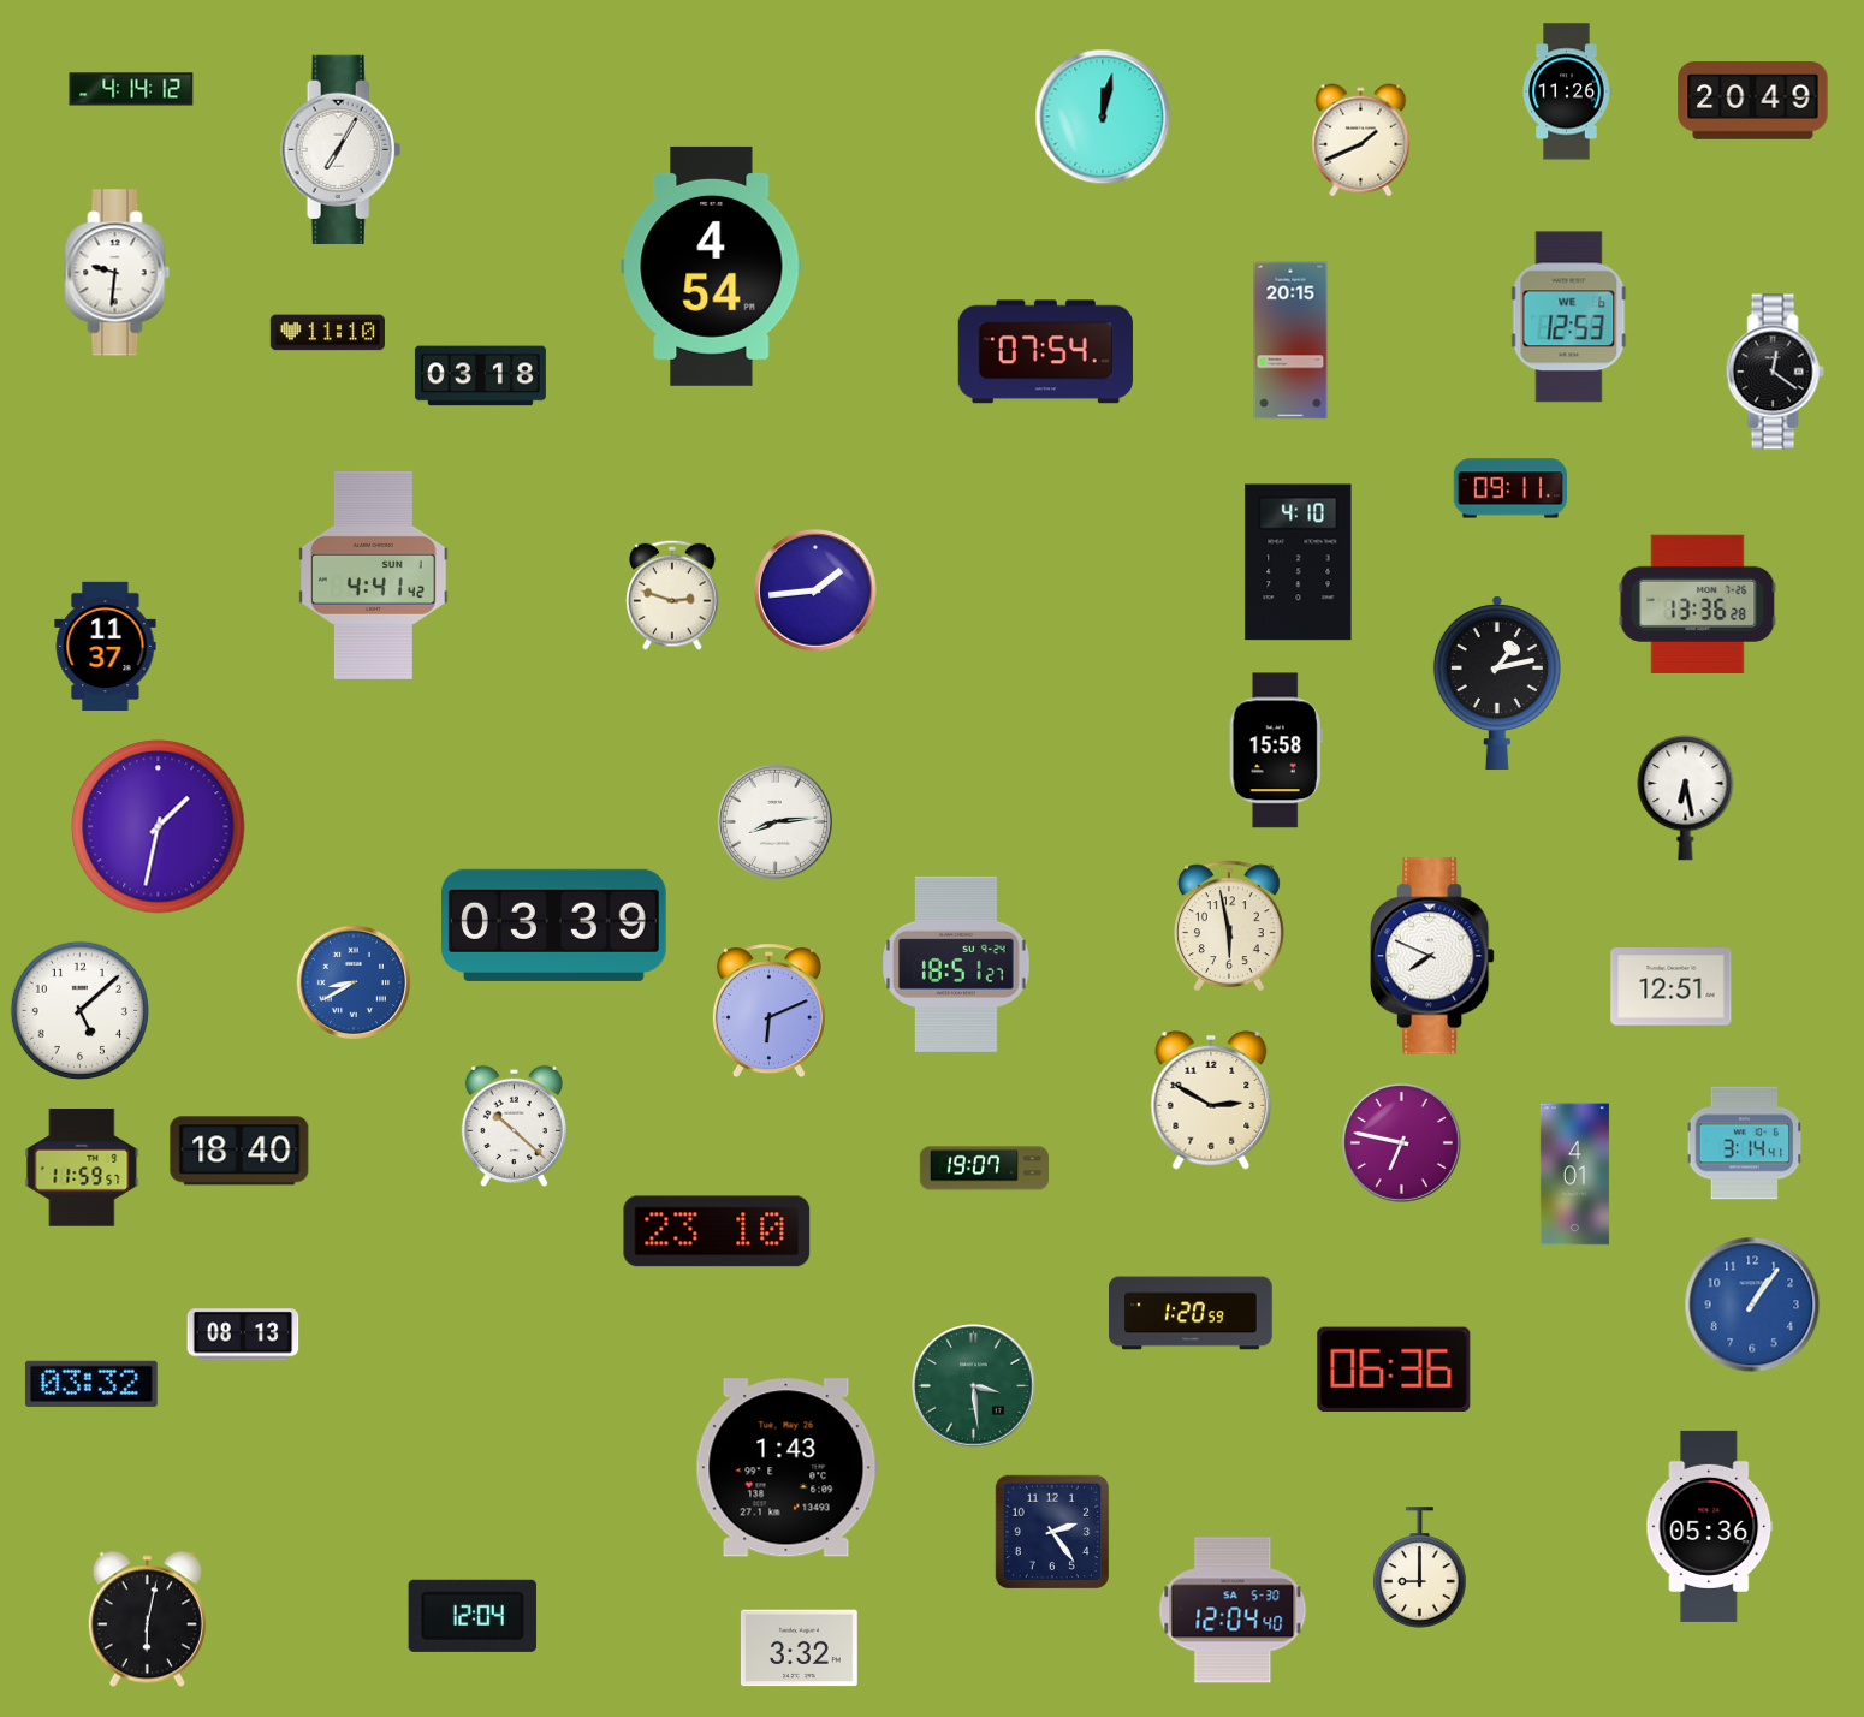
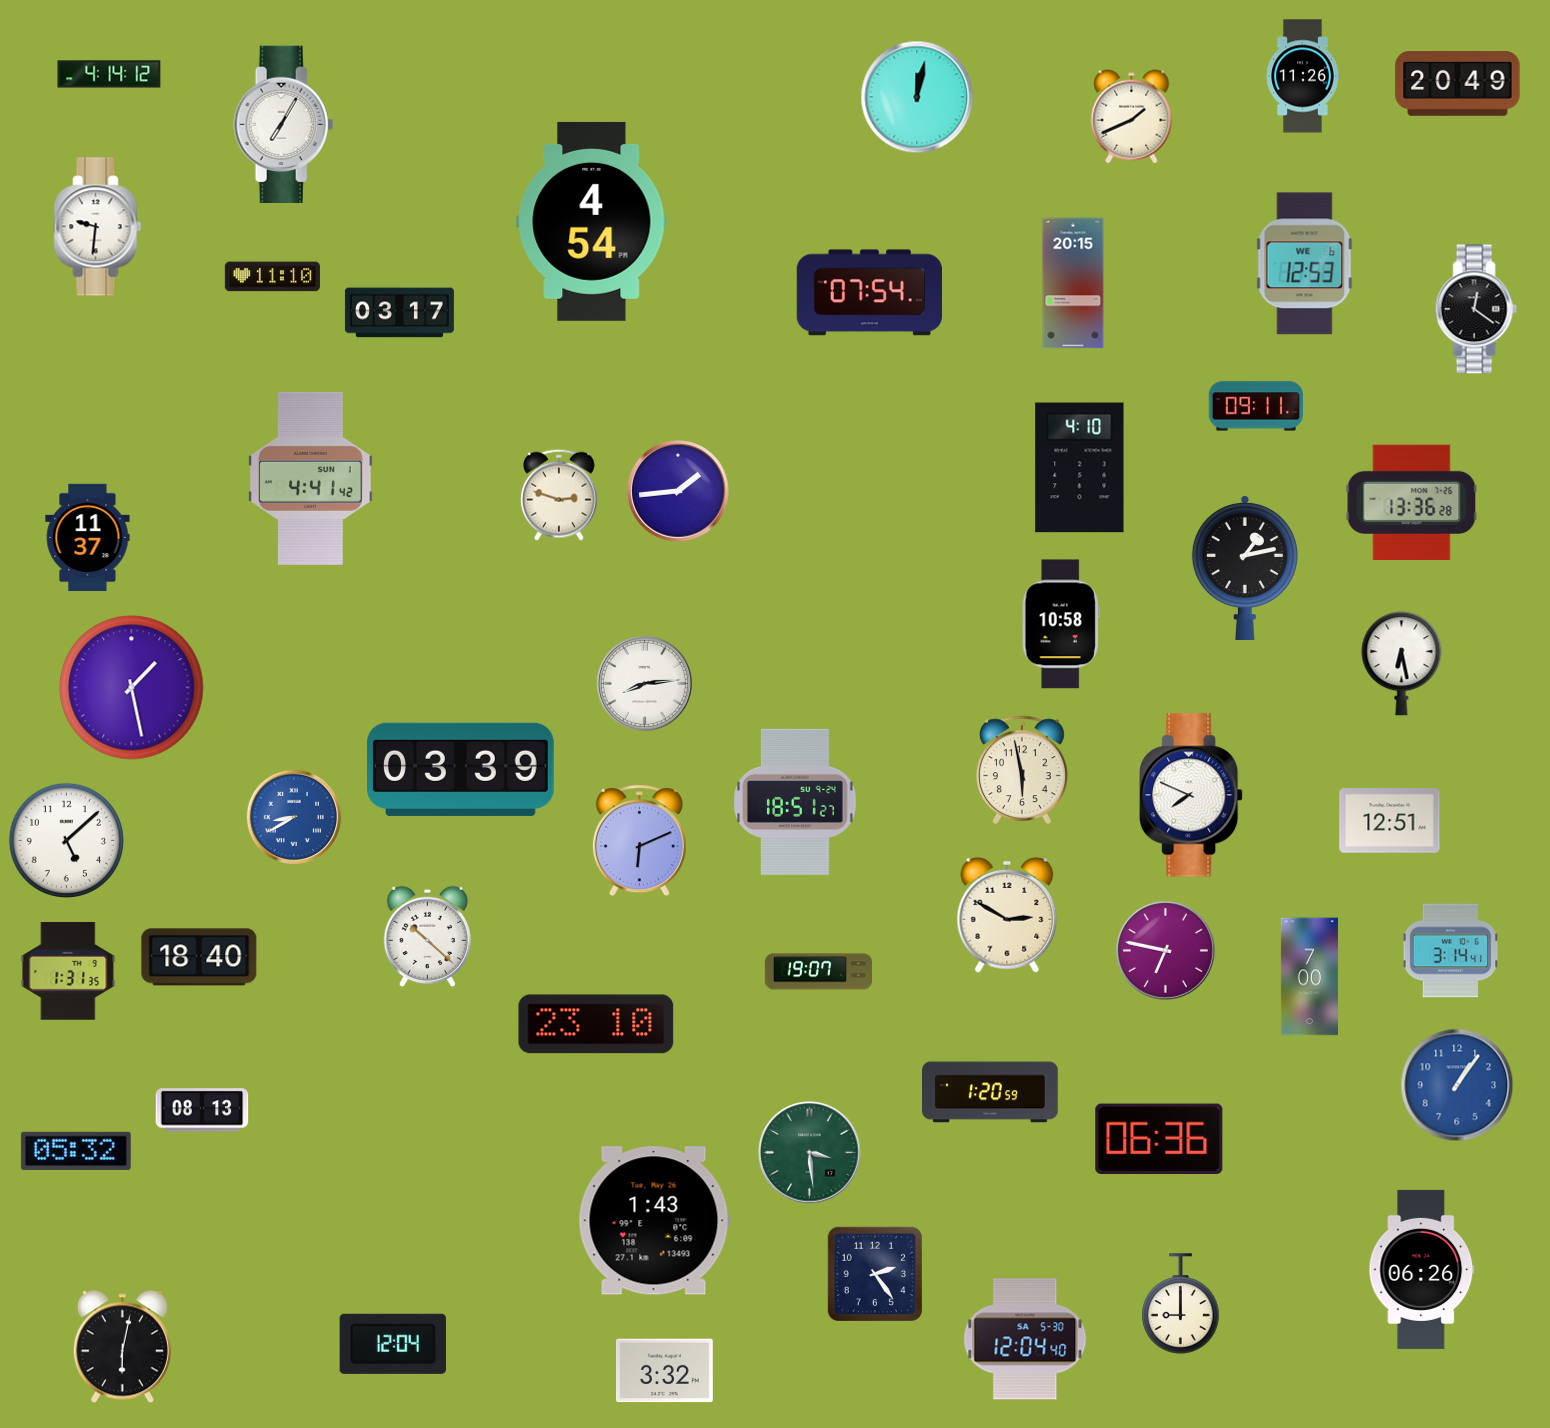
clock at (480, 376): 03:18 -> 03:17
clock at (1276, 750): 15:58 -> 10:58
clock at (159, 827): 1:32 -> 1:28
clock at (82, 1168): 11:59 -> 1:31
clock at (1574, 1175): 4:01 -> 7:00
clock at (91, 1384): 03:32 -> 05:32
clock at (1710, 1526): 05:36 -> 06:26
